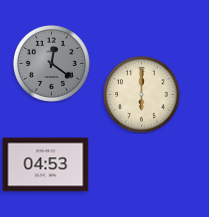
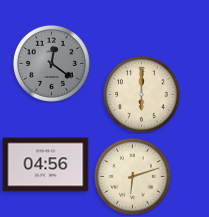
clock at (46, 165): 04:53 -> 04:56
clock at (132, 176): none -> 6:12
